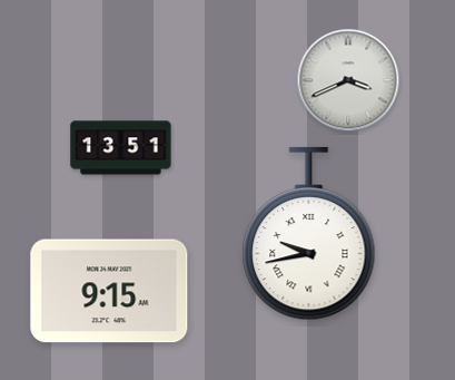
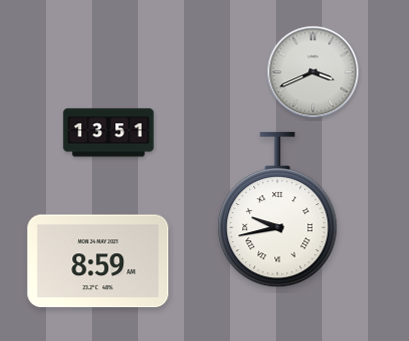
clock at (109, 291): 9:15 -> 8:59
